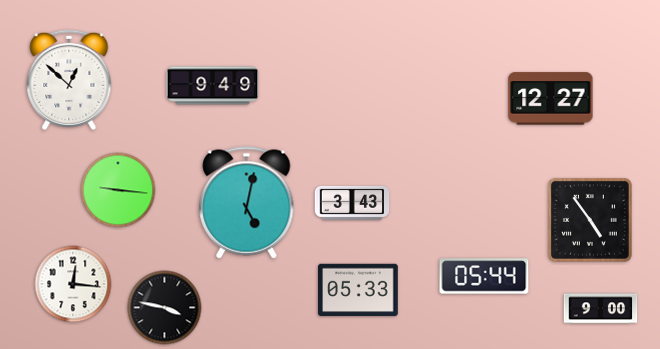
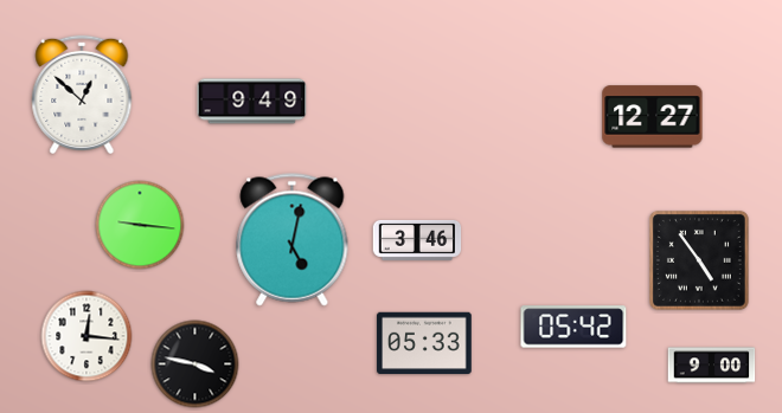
clock at (352, 203): 3:43 -> 3:46
clock at (484, 276): 05:44 -> 05:42
